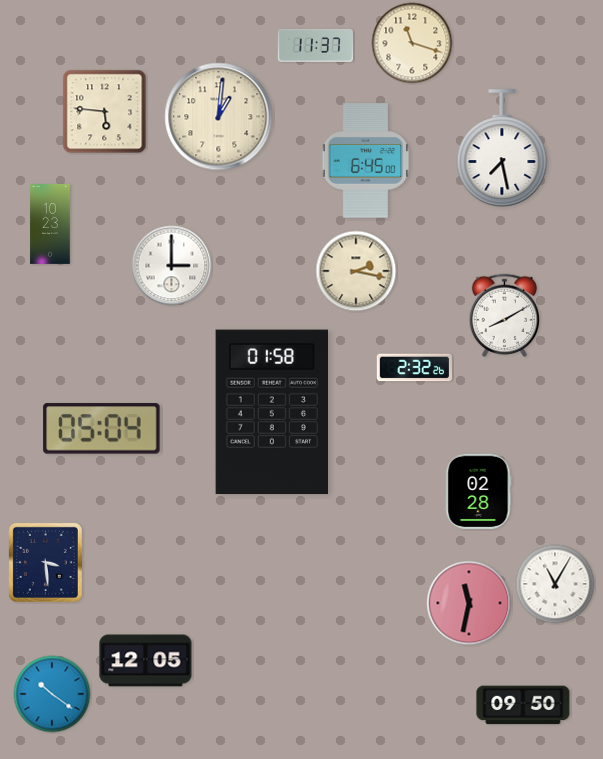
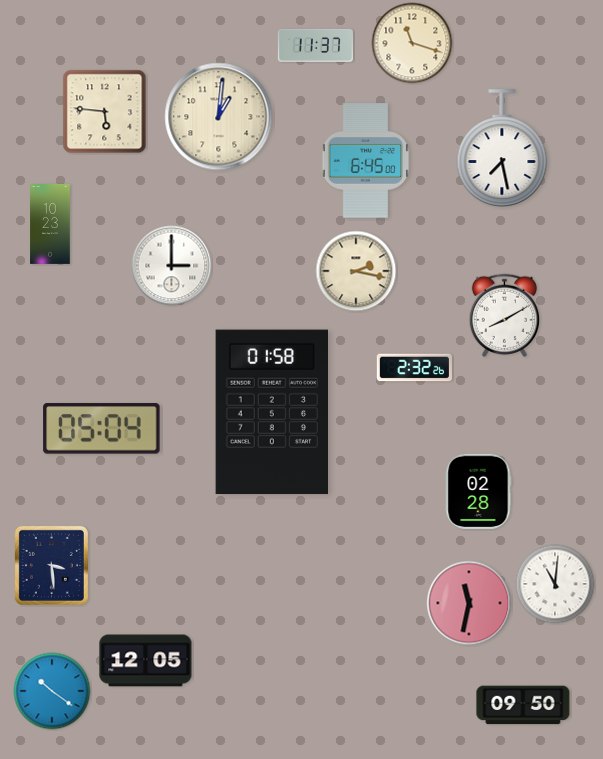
clock at (45, 562) position: (45, 562) -> (51, 565)
clock at (555, 584): 11:05 -> 11:01
clock at (52, 694) position: (52, 694) -> (52, 691)
